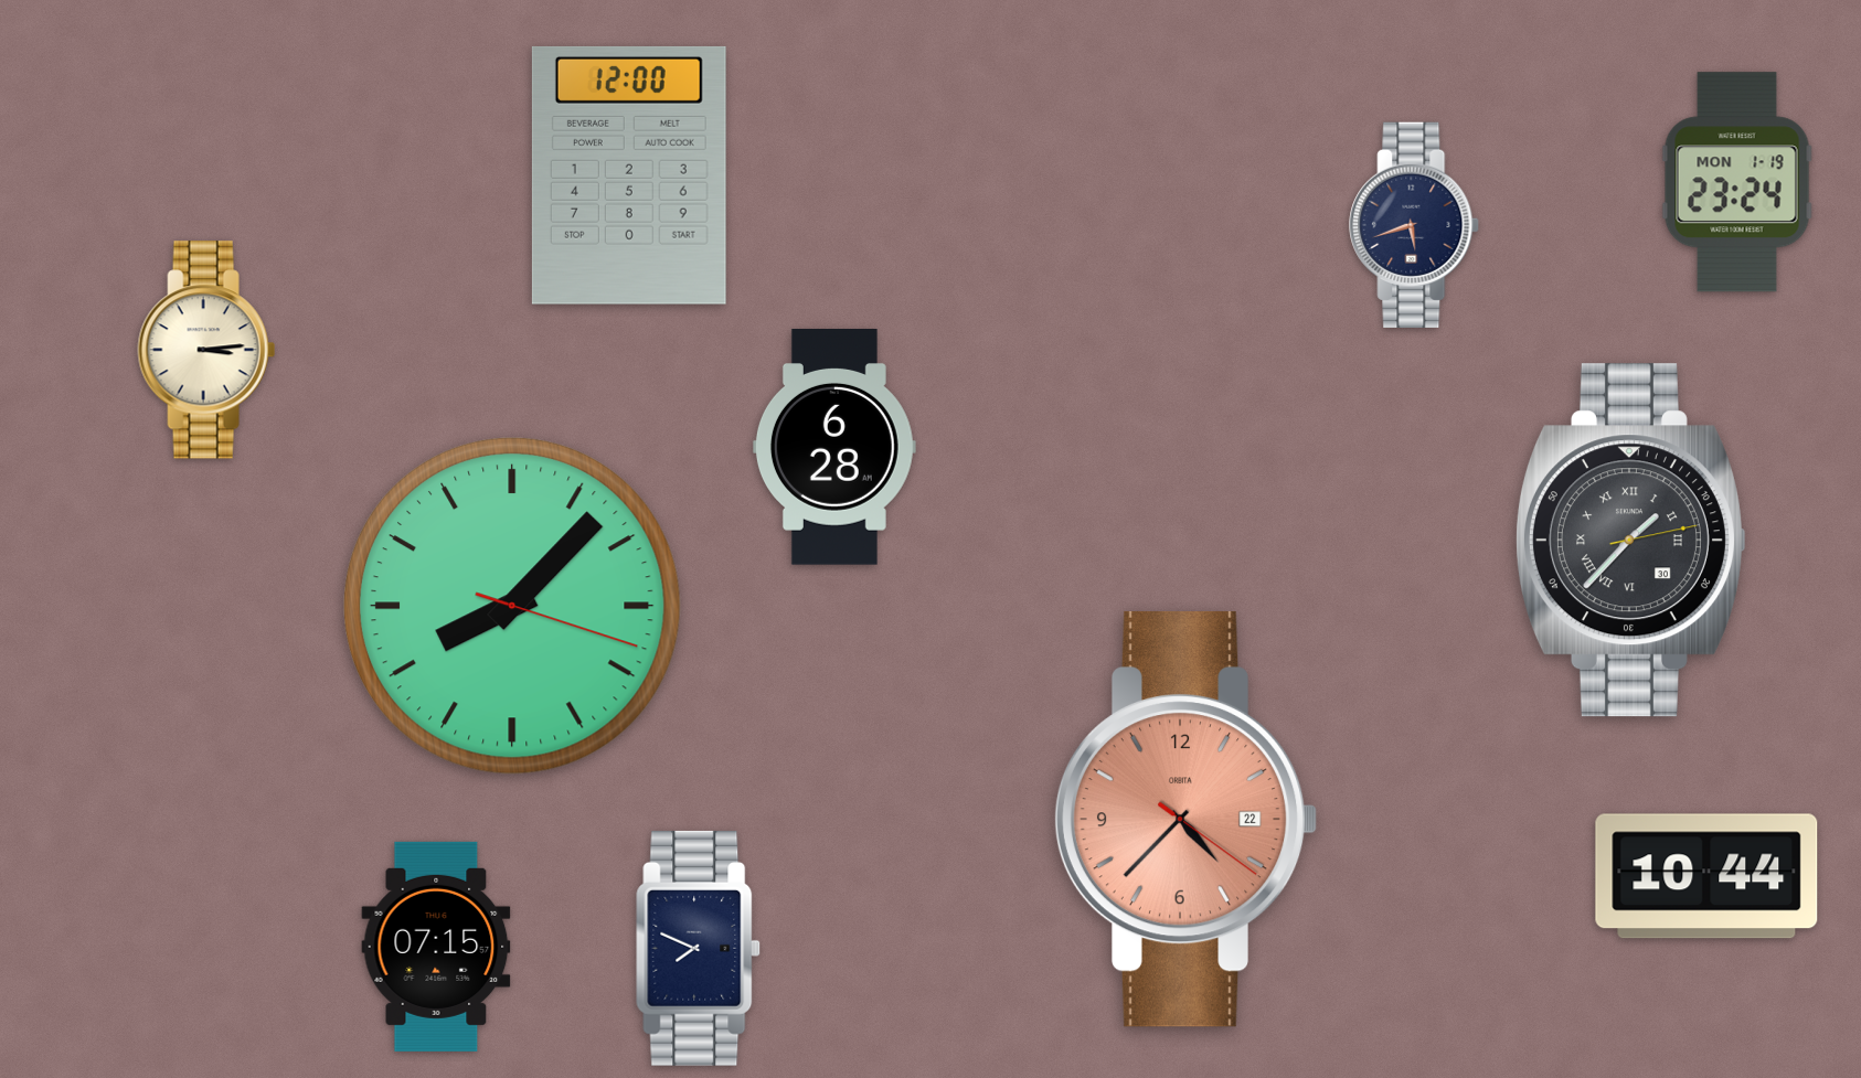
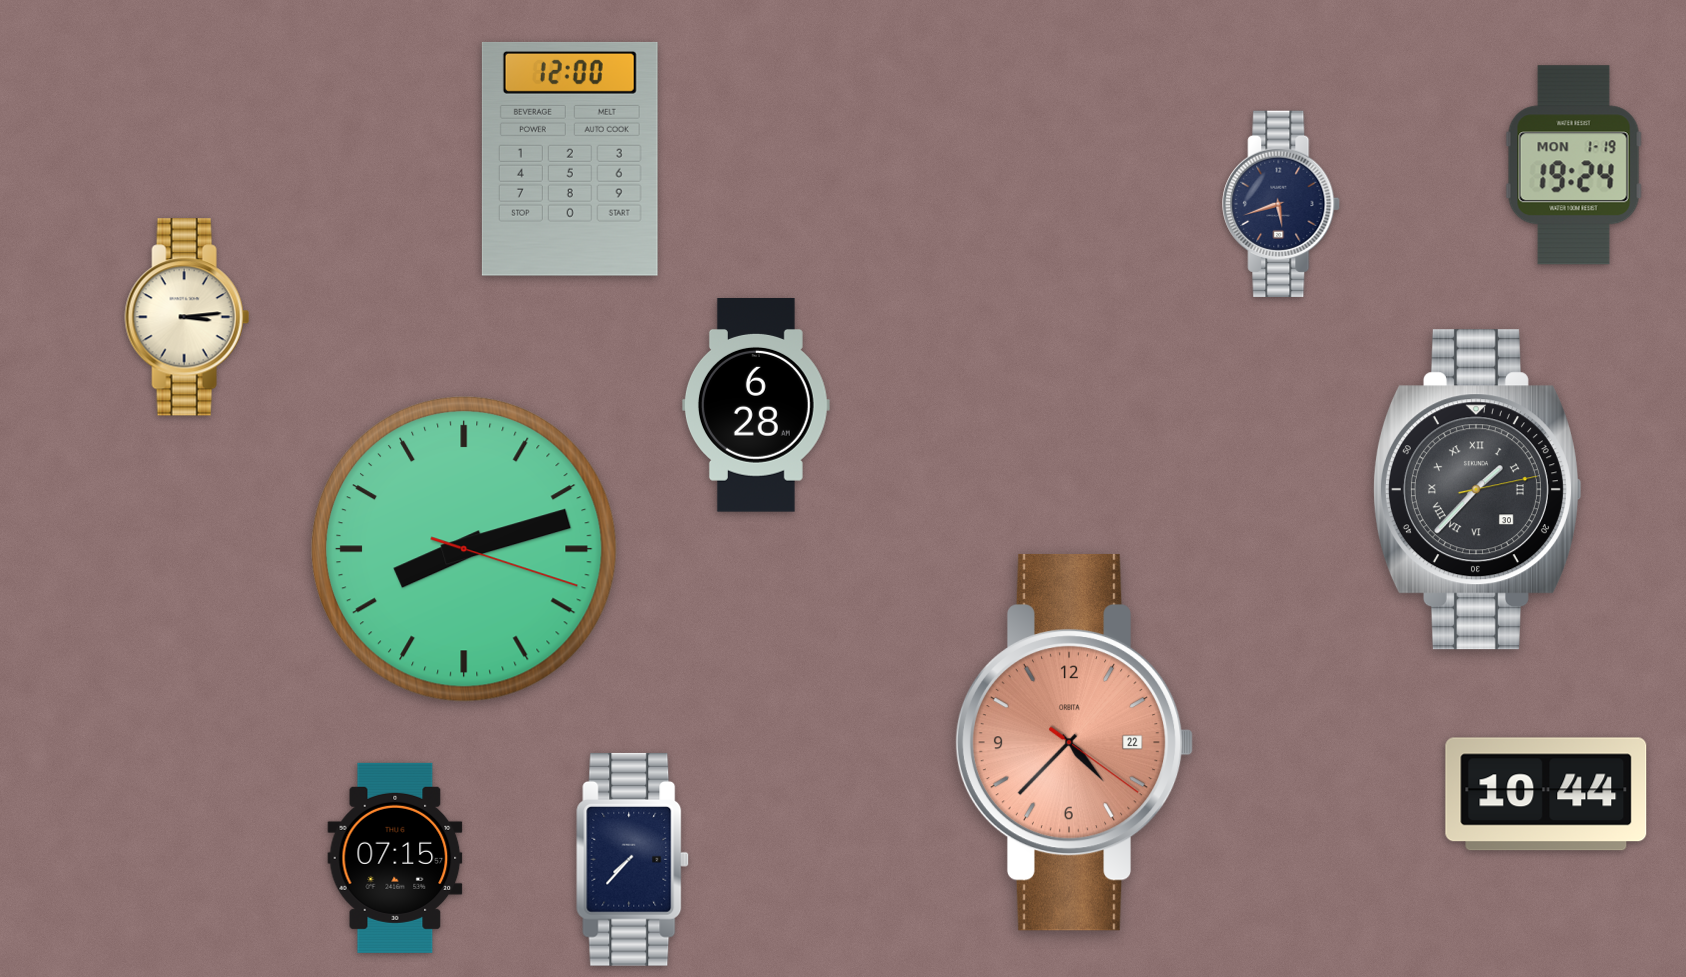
clock at (1737, 182): 23:24 -> 19:24
clock at (512, 606): 8:07 -> 8:12
clock at (699, 948): 7:49 -> 7:37
